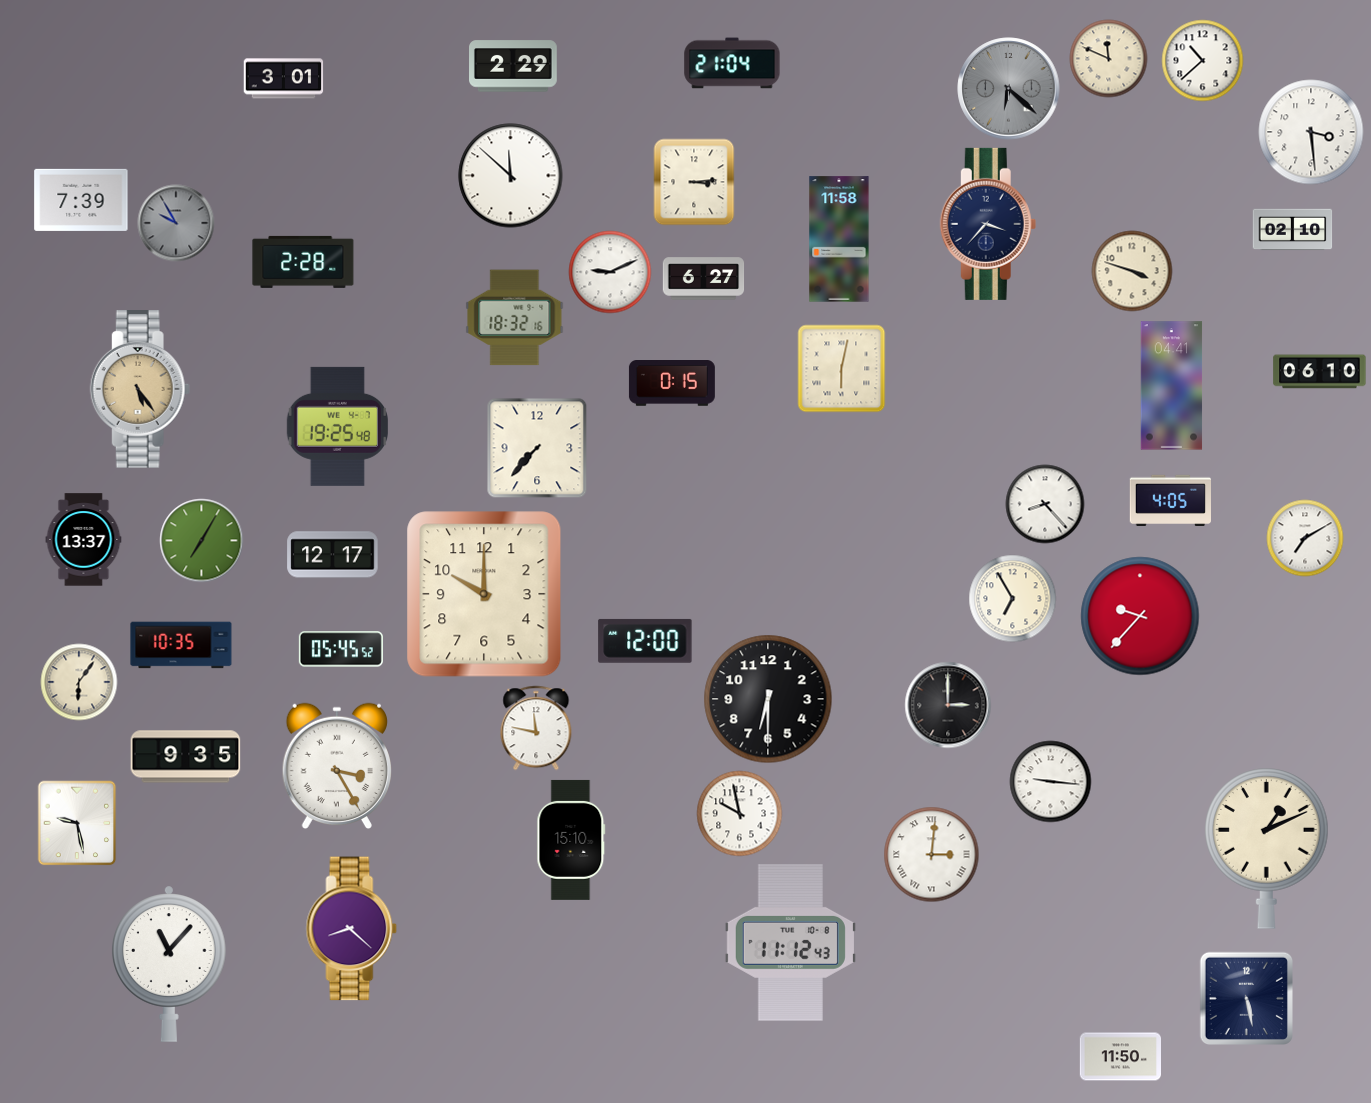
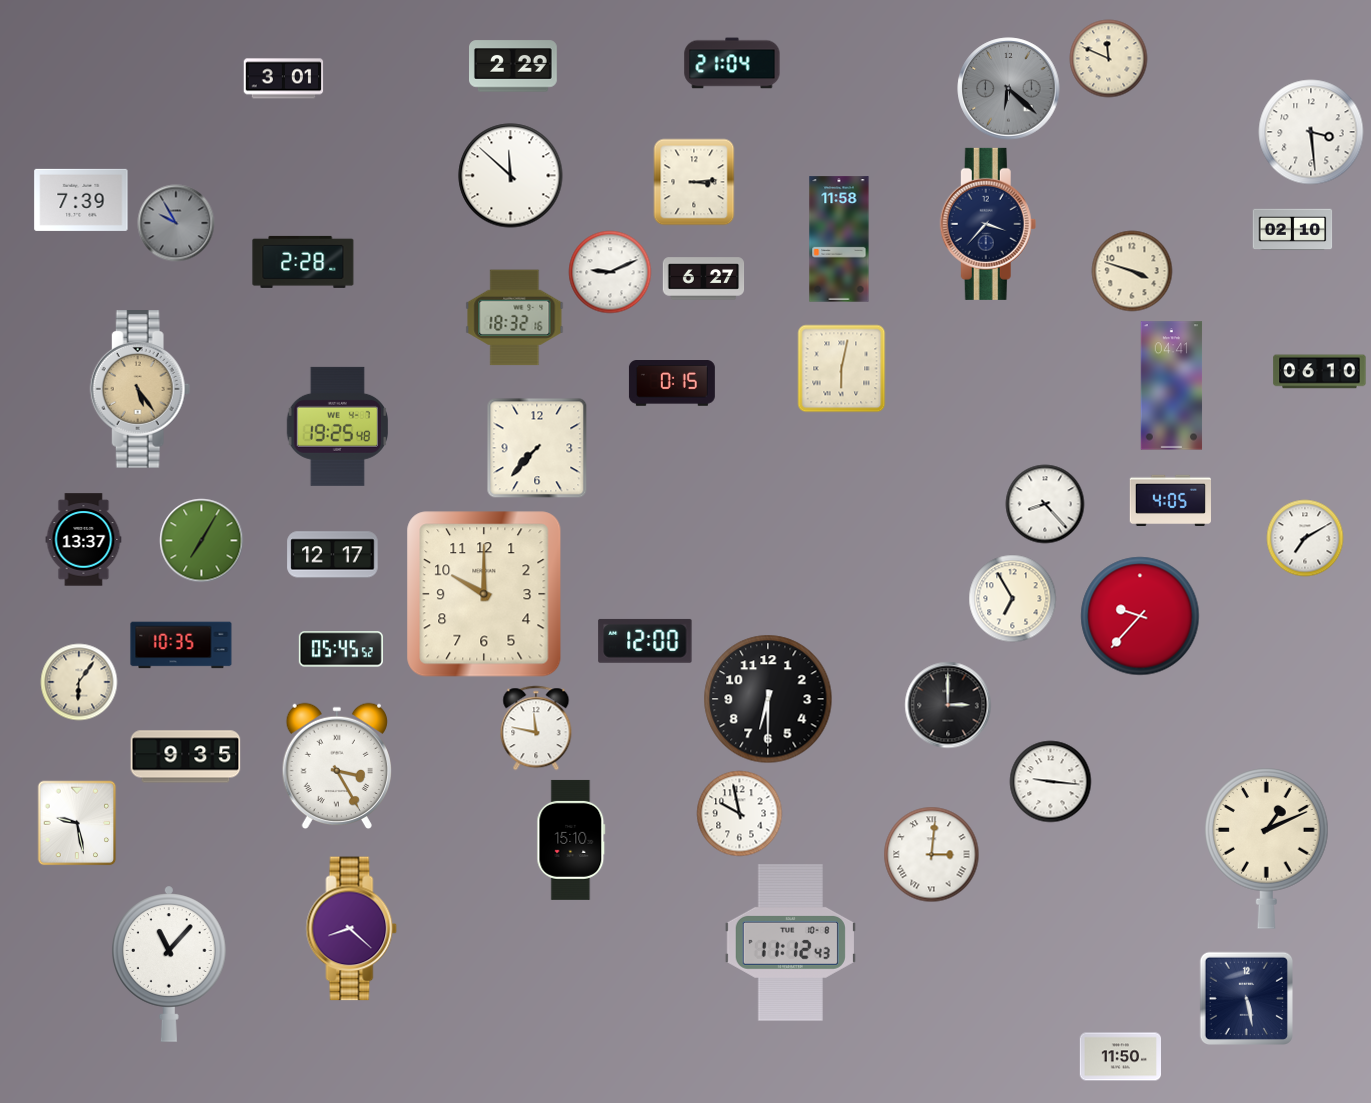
clock at (1203, 61): 10:38 -> none
